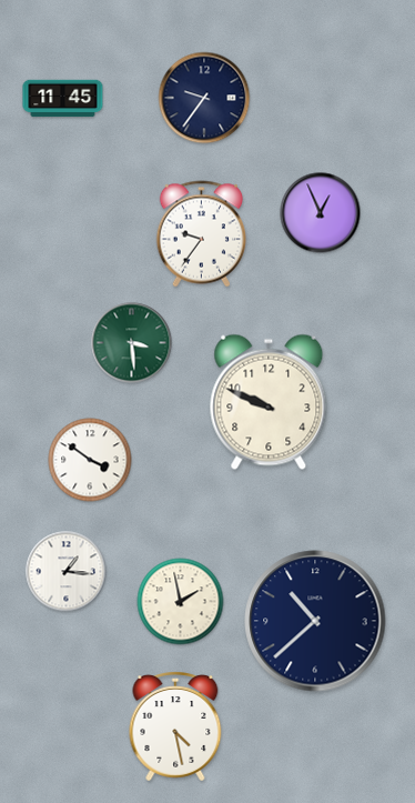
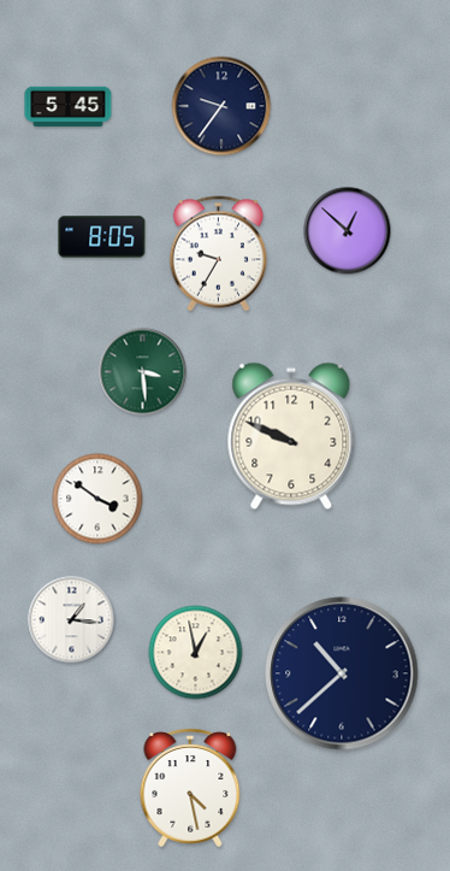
clock at (63, 99): 11:45 -> 5:45
clock at (321, 213): 12:56 -> 12:52
clock at (102, 237): none -> 8:05
clock at (201, 234): 9:36 -> 9:35
clock at (181, 602): 1:58 -> 12:58
